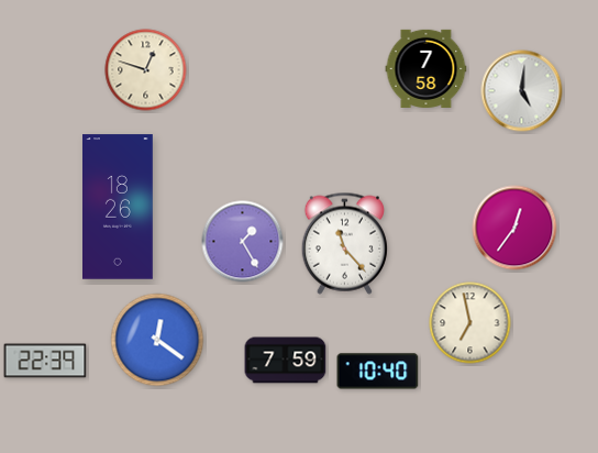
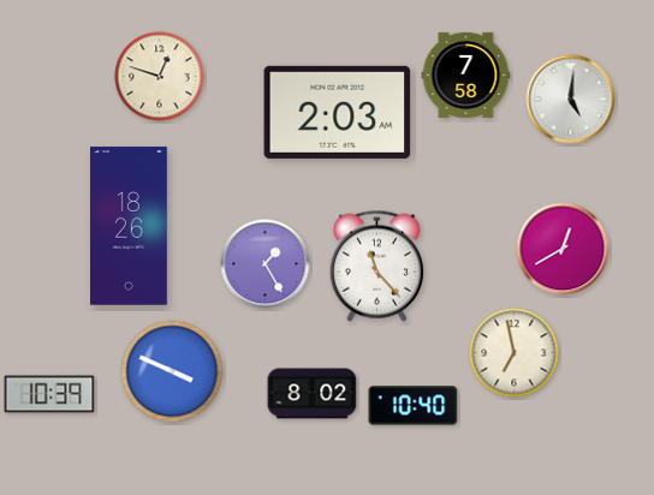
clock at (338, 112): none -> 2:03
clock at (514, 228): 12:36 -> 12:40
clock at (157, 340): 12:21 -> 3:49
clock at (45, 361): 22:39 -> 10:39
clock at (286, 361): 7:59 -> 8:02
